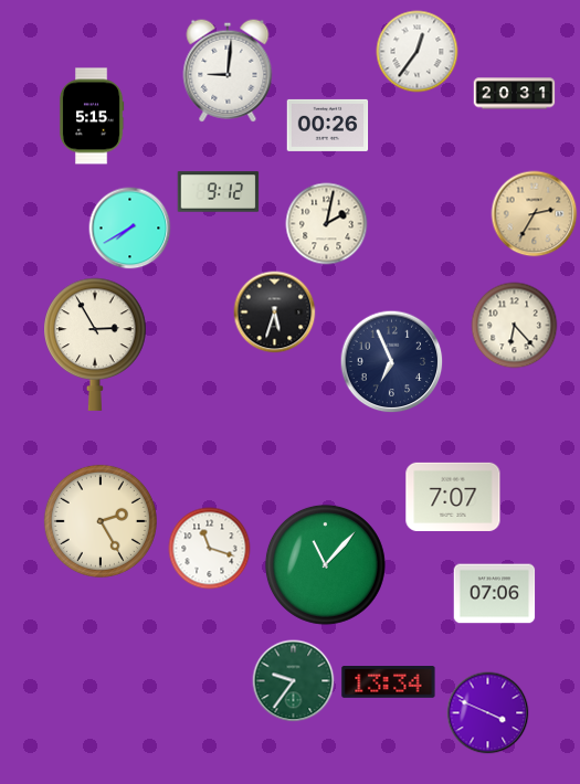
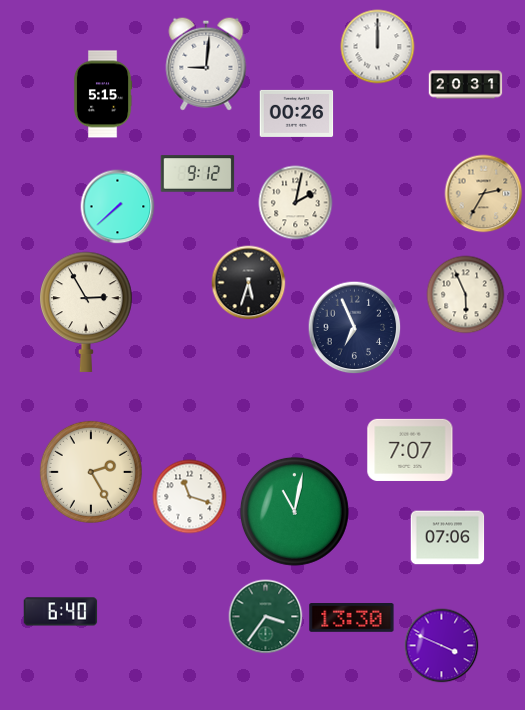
clock at (418, 52): 12:36 -> 12:00
clock at (92, 116) position: (92, 116) -> (103, 94)
clock at (130, 229): 7:40 -> 7:38
clock at (515, 326): 6:23 -> 5:56
clock at (325, 564): 11:07 -> 11:02
clock at (61, 612): none -> 6:40
clock at (294, 681): 9:36 -> 3:36
clock at (389, 682): 13:34 -> 13:30
